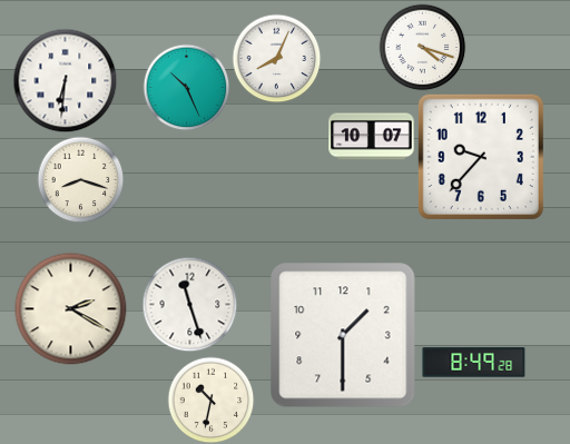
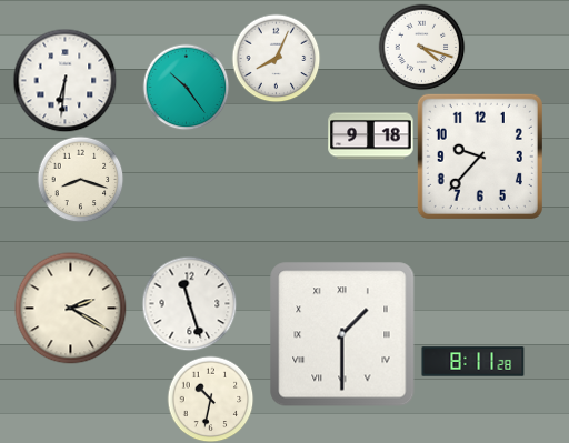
clock at (186, 87): 10:26 -> 10:24
clock at (372, 137): 10:07 -> 9:18
clock at (343, 335) numerals: Arabic -> Roman
clock at (474, 363): 8:49 -> 8:11
